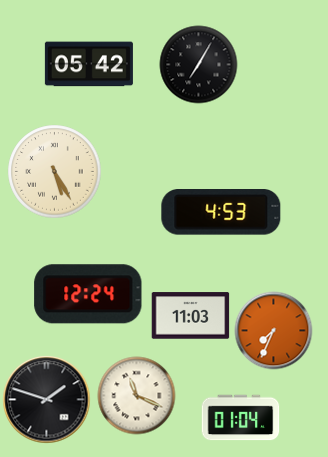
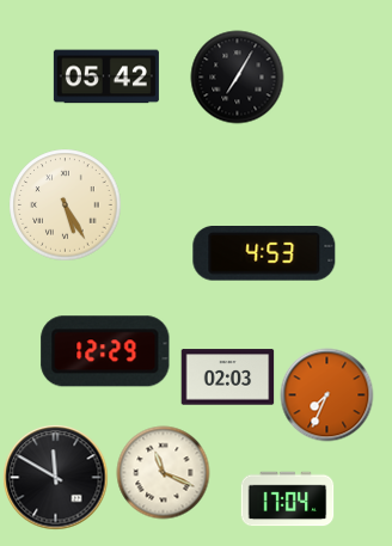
clock at (88, 294): 12:24 -> 12:29
clock at (190, 316): 11:03 -> 02:03
clock at (46, 399): 1:48 -> 11:50
clock at (240, 418): 01:04 -> 17:04
